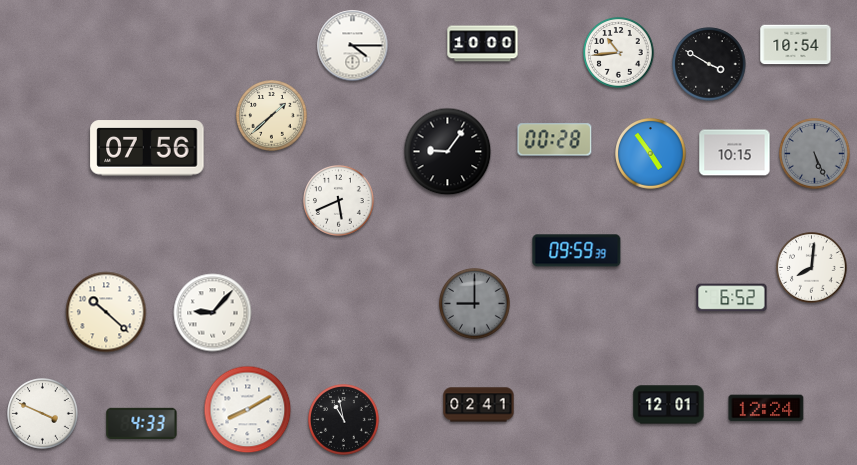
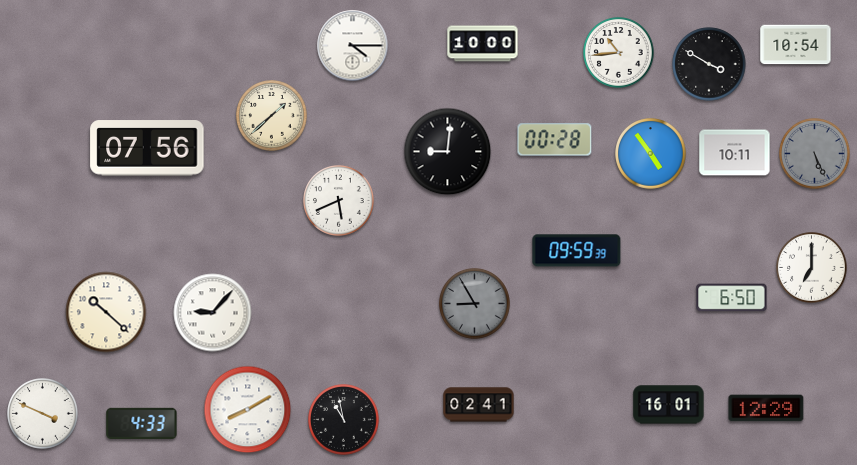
clock at (448, 152): 9:06 -> 9:01
clock at (735, 153): 10:15 -> 10:11
clock at (812, 268): 8:01 -> 7:00
clock at (732, 298): 6:52 -> 6:50
clock at (475, 304): 9:00 -> 8:55
clock at (669, 405): 12:01 -> 16:01
clock at (766, 408): 12:24 -> 12:29
